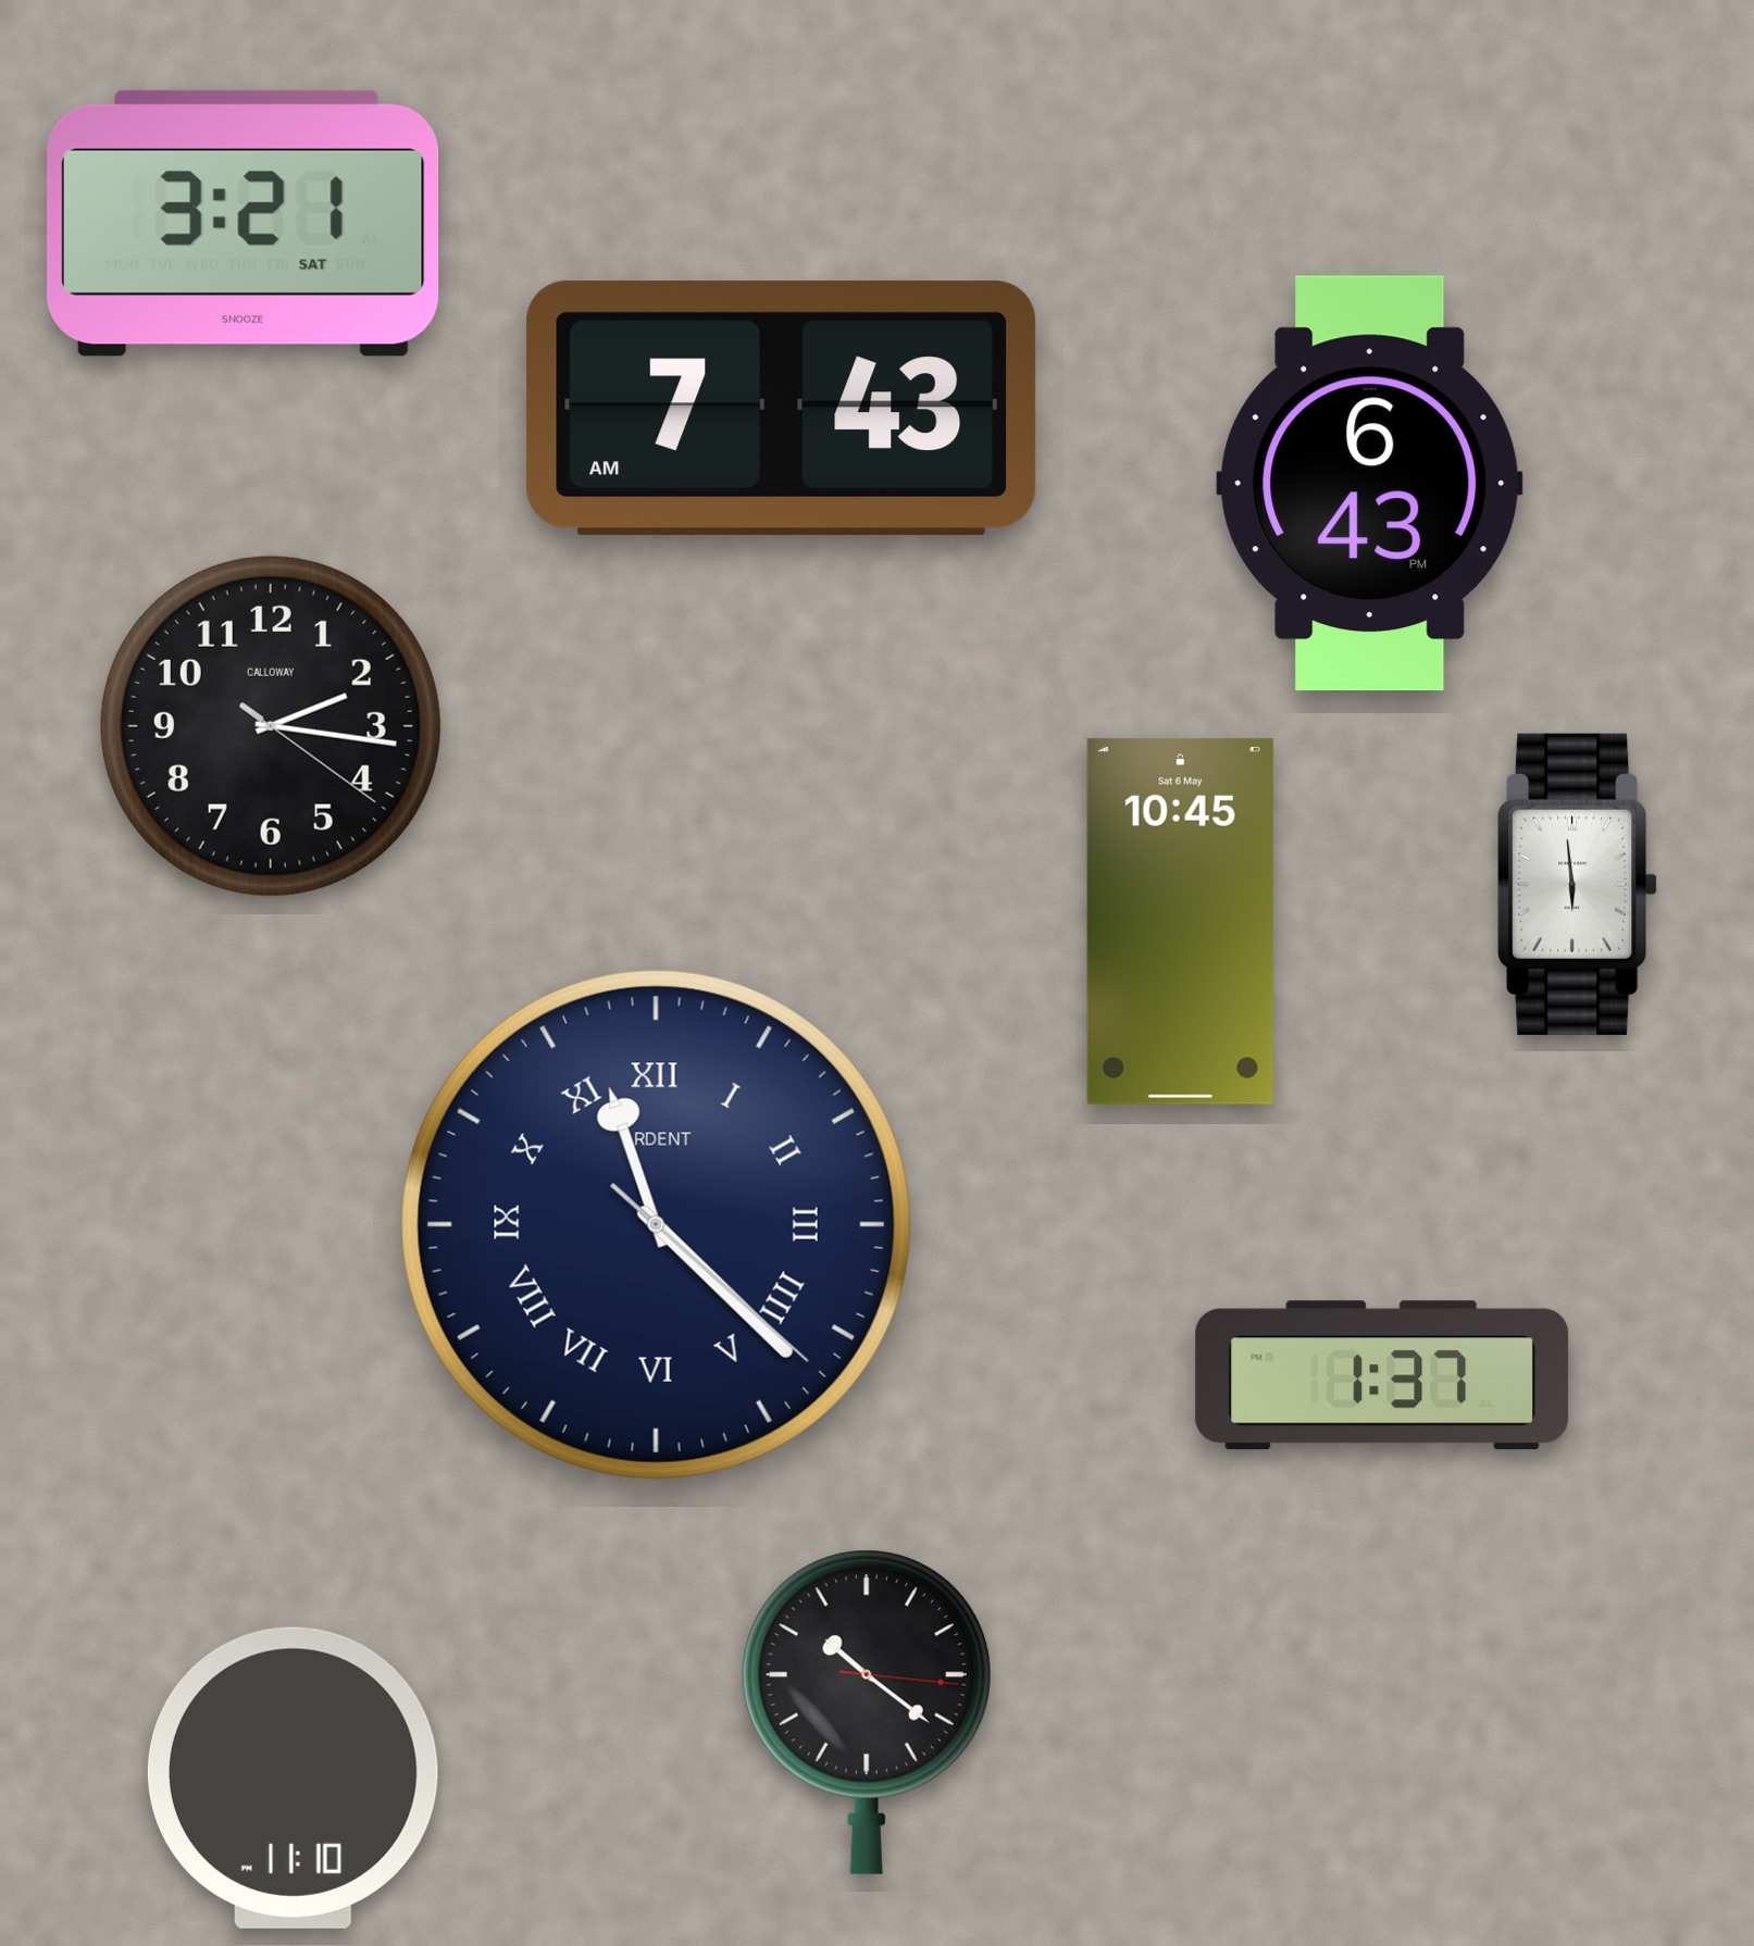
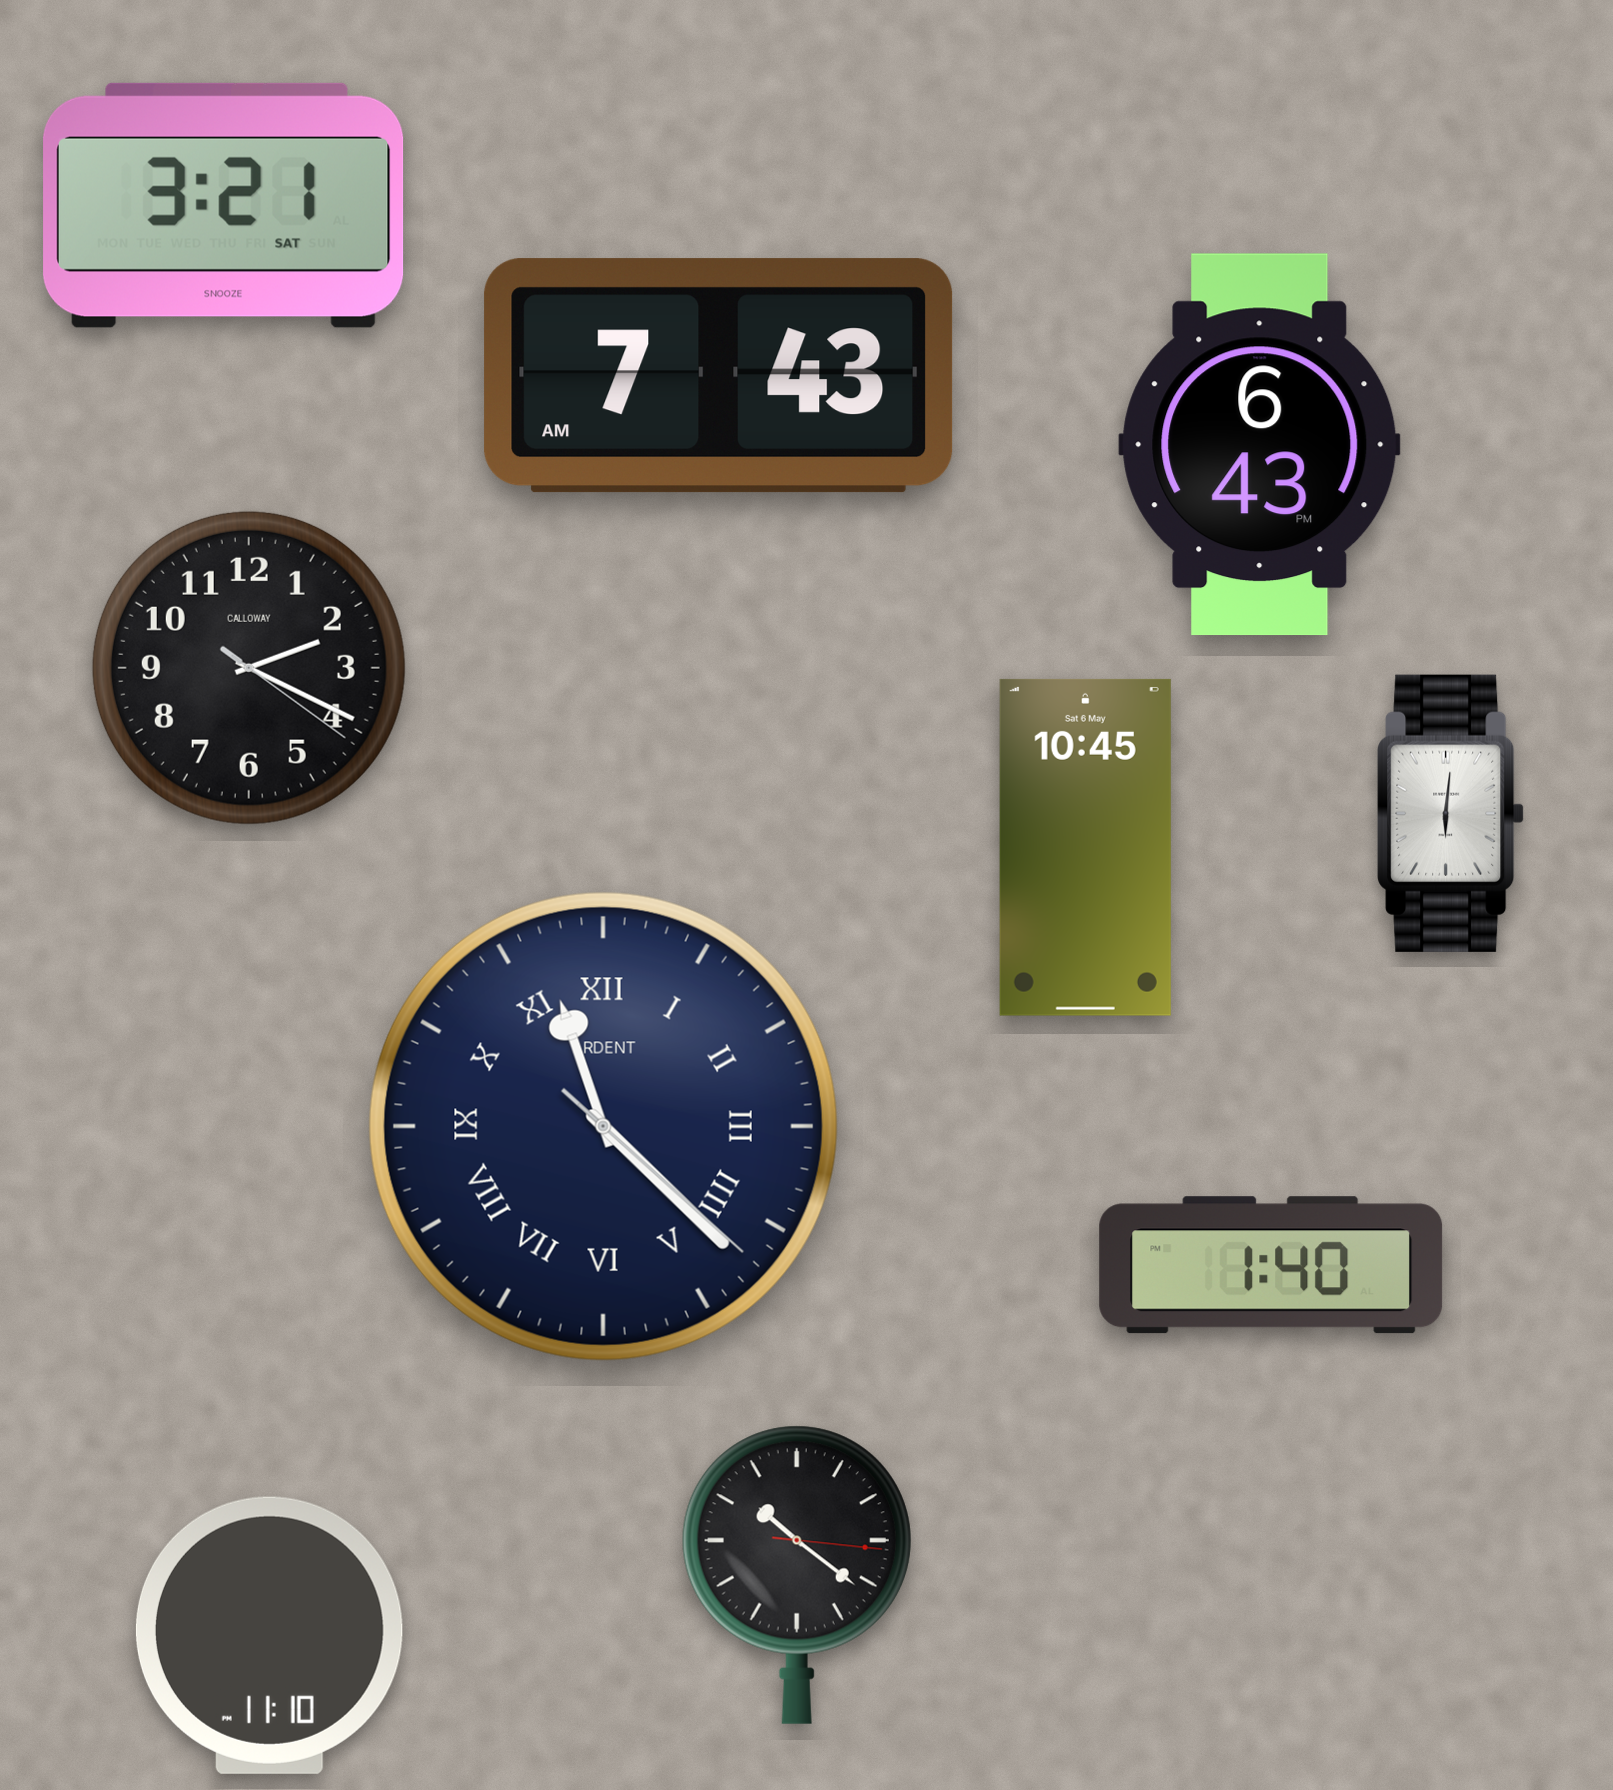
clock at (271, 726): 2:16 -> 2:19
clock at (1578, 884): 5:59 -> 6:01
clock at (1382, 1375): 1:37 -> 1:40
